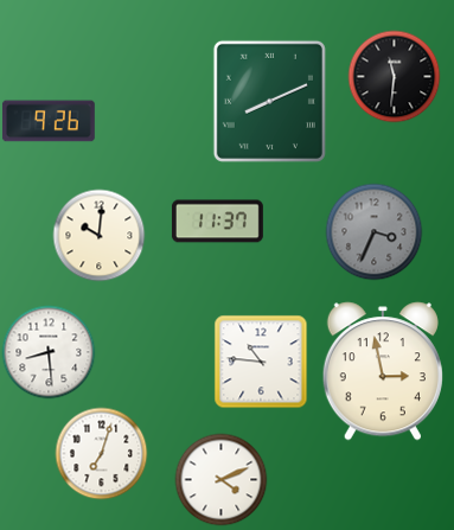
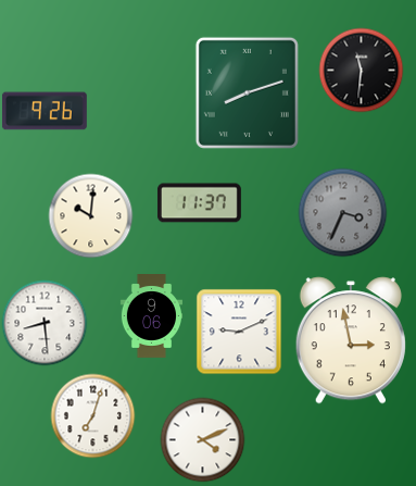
clock at (269, 101): 8:11 -> 8:12
clock at (151, 316): none -> 9:06
clock at (261, 362): 10:46 -> 9:11
